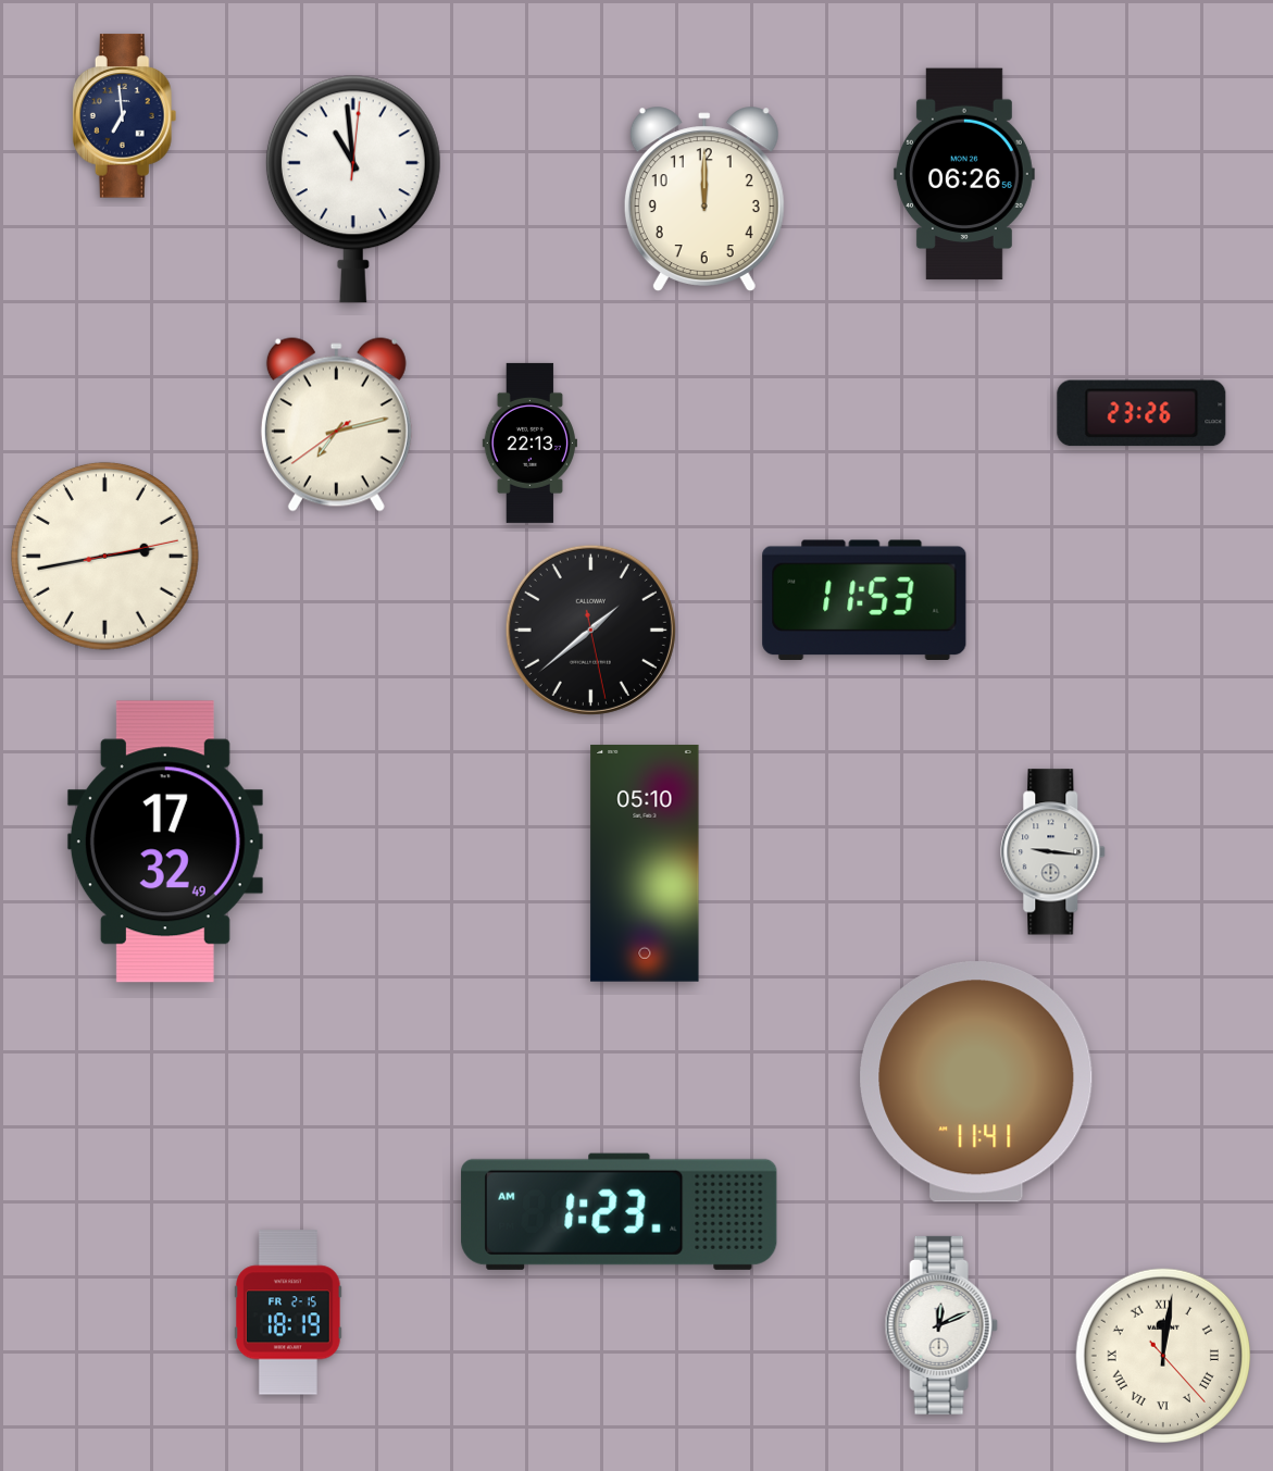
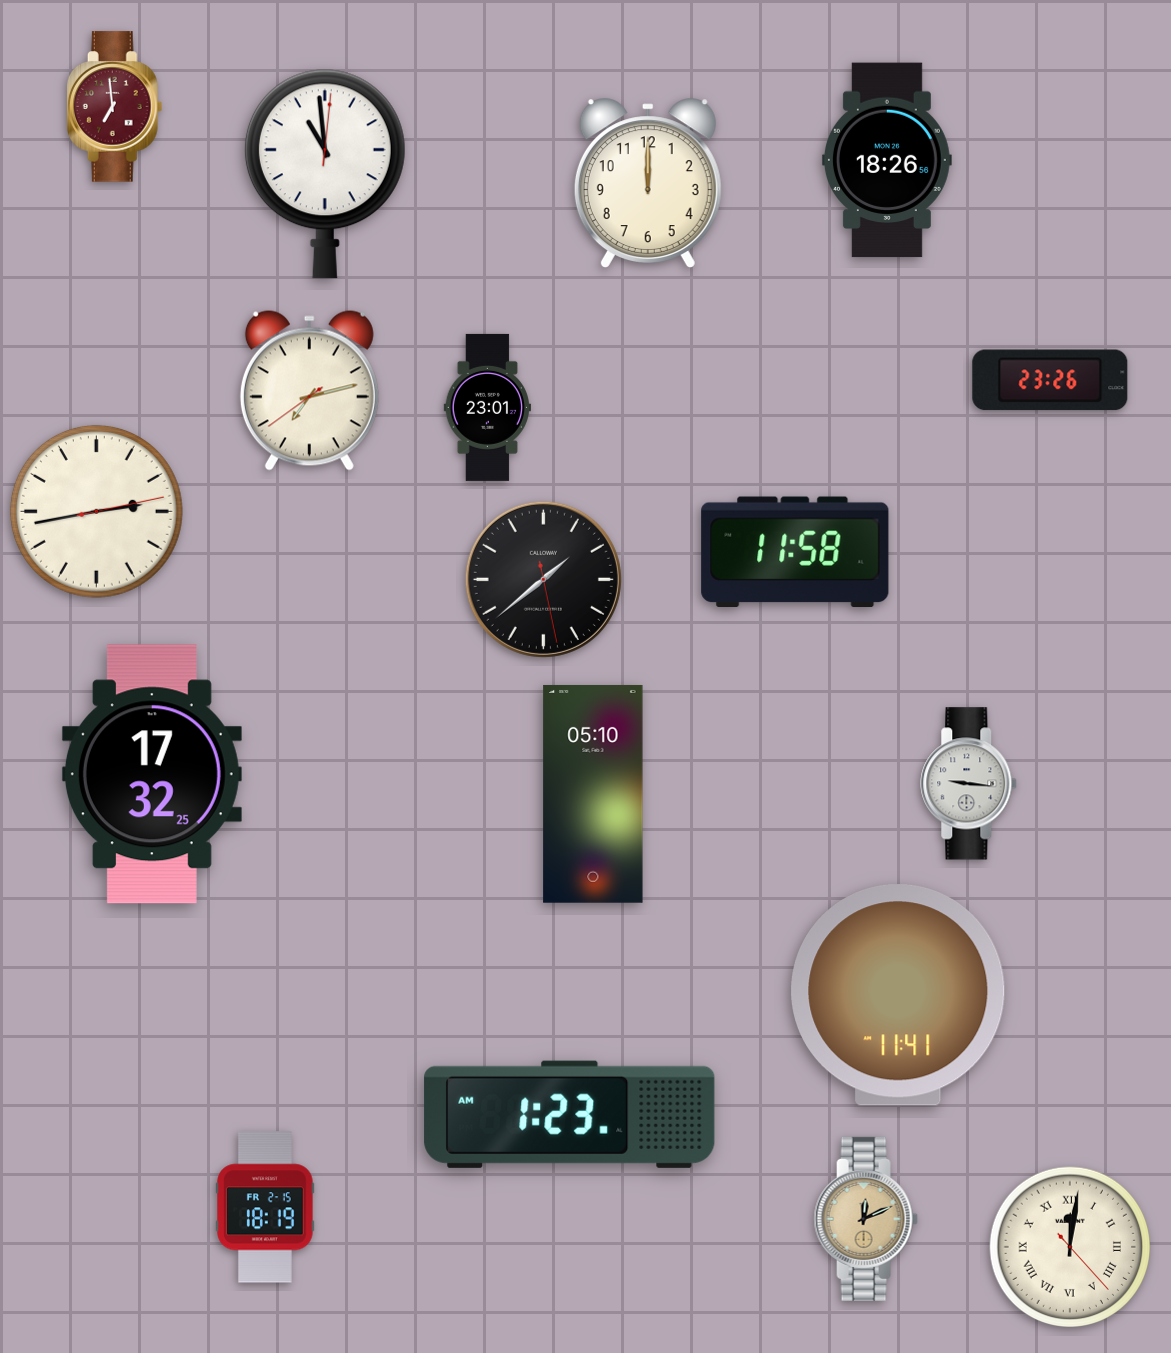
clock at (125, 116) dial: navy -> burgundy
clock at (964, 174): 06:26 -> 18:26
clock at (529, 442): 22:13 -> 23:01
clock at (864, 600): 11:53 -> 11:58
clock at (165, 842): 17:32:49 -> 17:32:25
clock at (941, 1325) dial: white -> champagne
